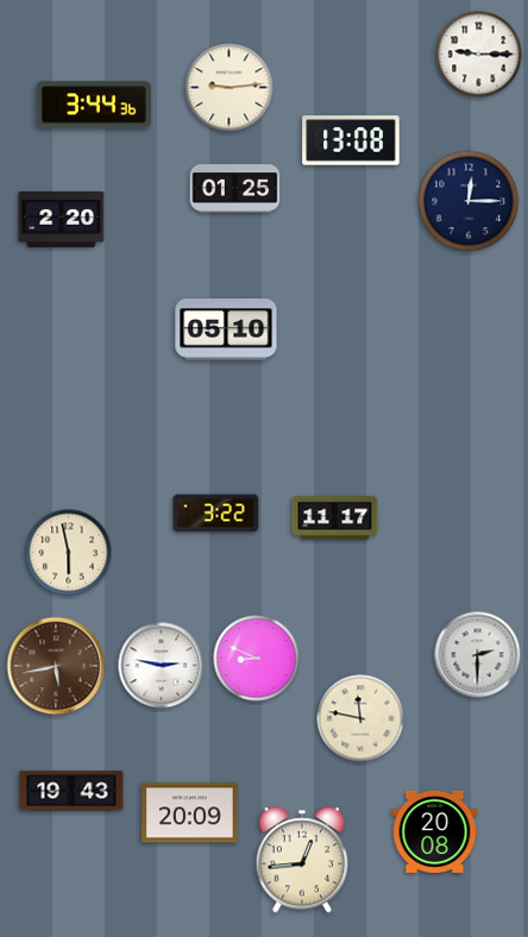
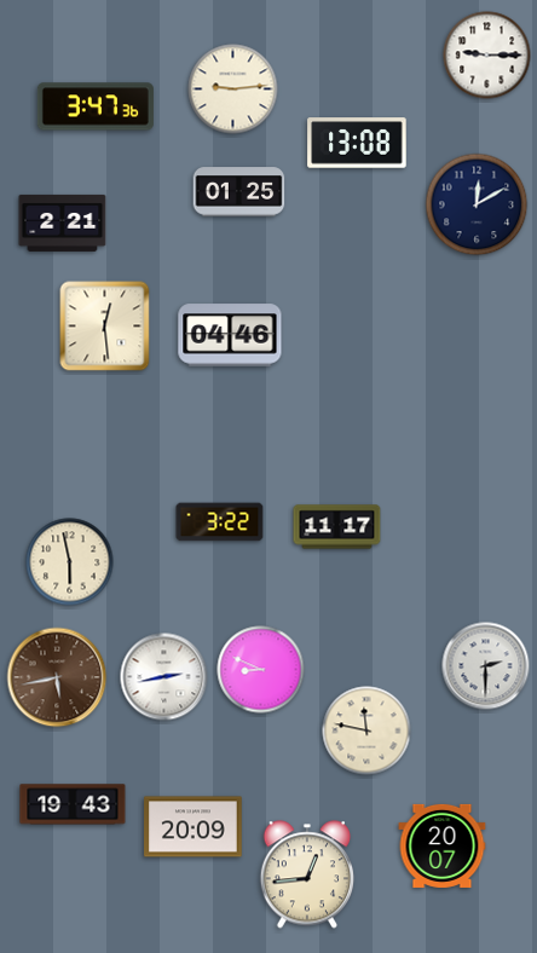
clock at (94, 105): 3:44 -> 3:47
clock at (469, 201): 12:15 -> 12:10
clock at (62, 219): 2:20 -> 2:21
clock at (105, 327): none -> 12:29
clock at (226, 329): 05:10 -> 04:46
clock at (335, 518) position: (335, 518) -> (337, 527)
clock at (162, 666): 2:47 -> 2:43
clock at (435, 831): 20:08 -> 20:07
